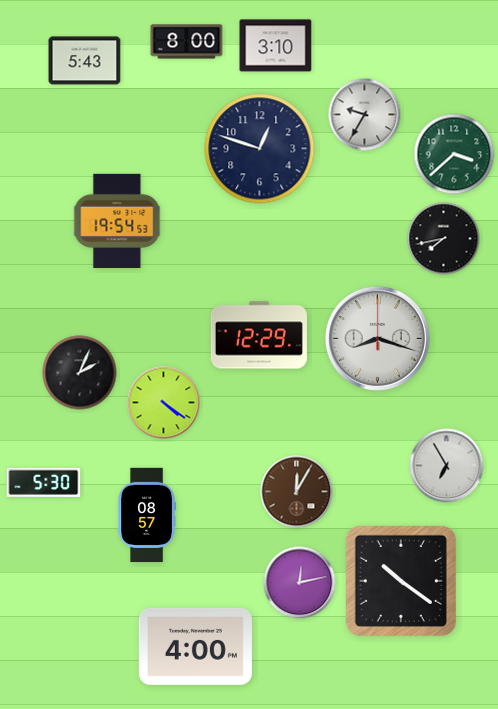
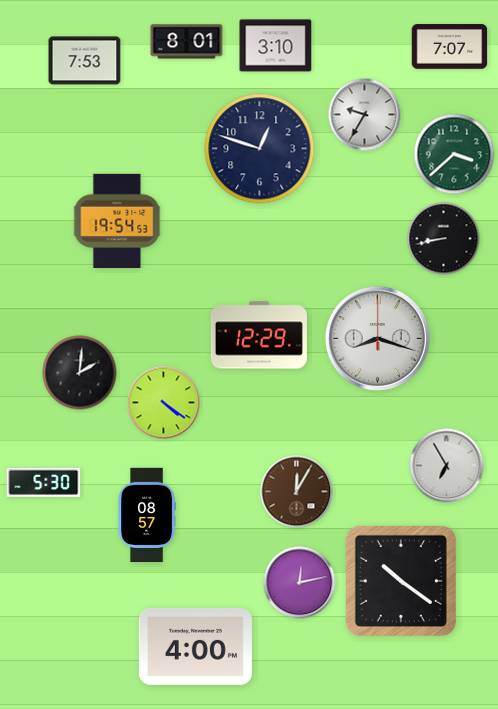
clock at (187, 42): 8:00 -> 8:01
clock at (450, 47): none -> 7:07
clock at (85, 61): 5:43 -> 7:53
clock at (444, 239): 7:43 -> 8:43
clock at (80, 373): 2:04 -> 2:01
